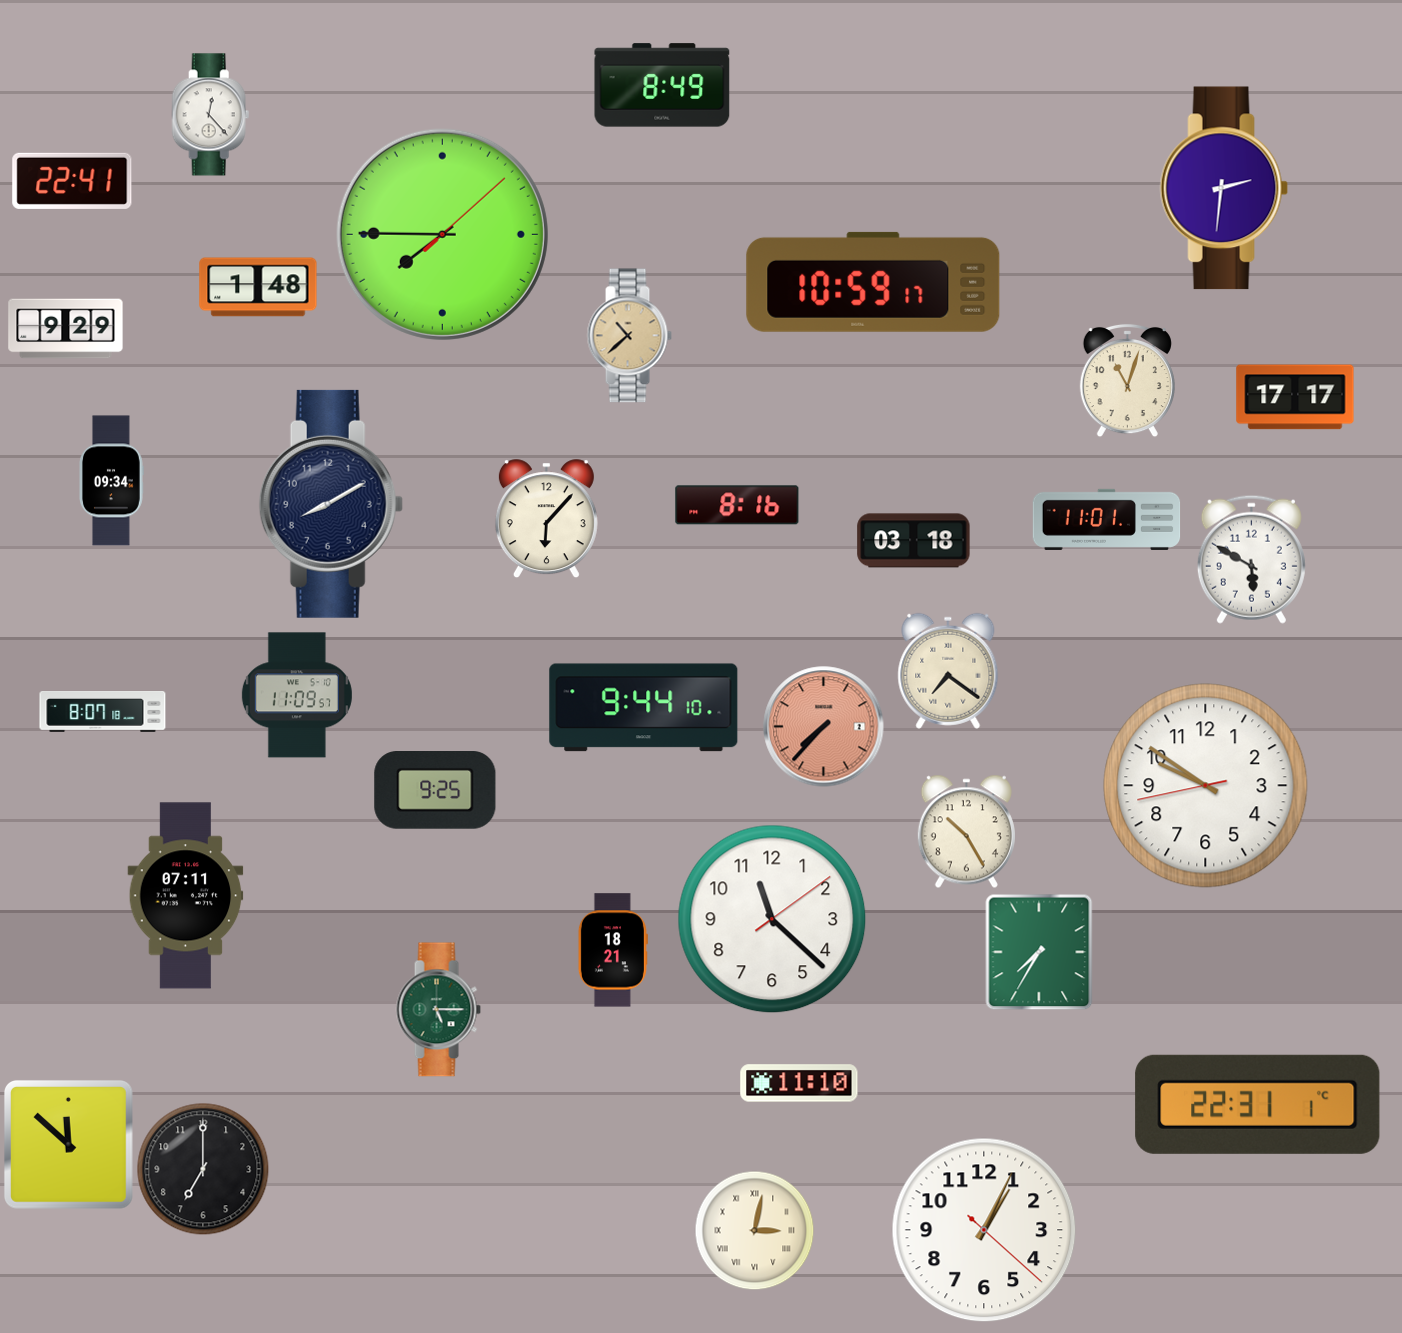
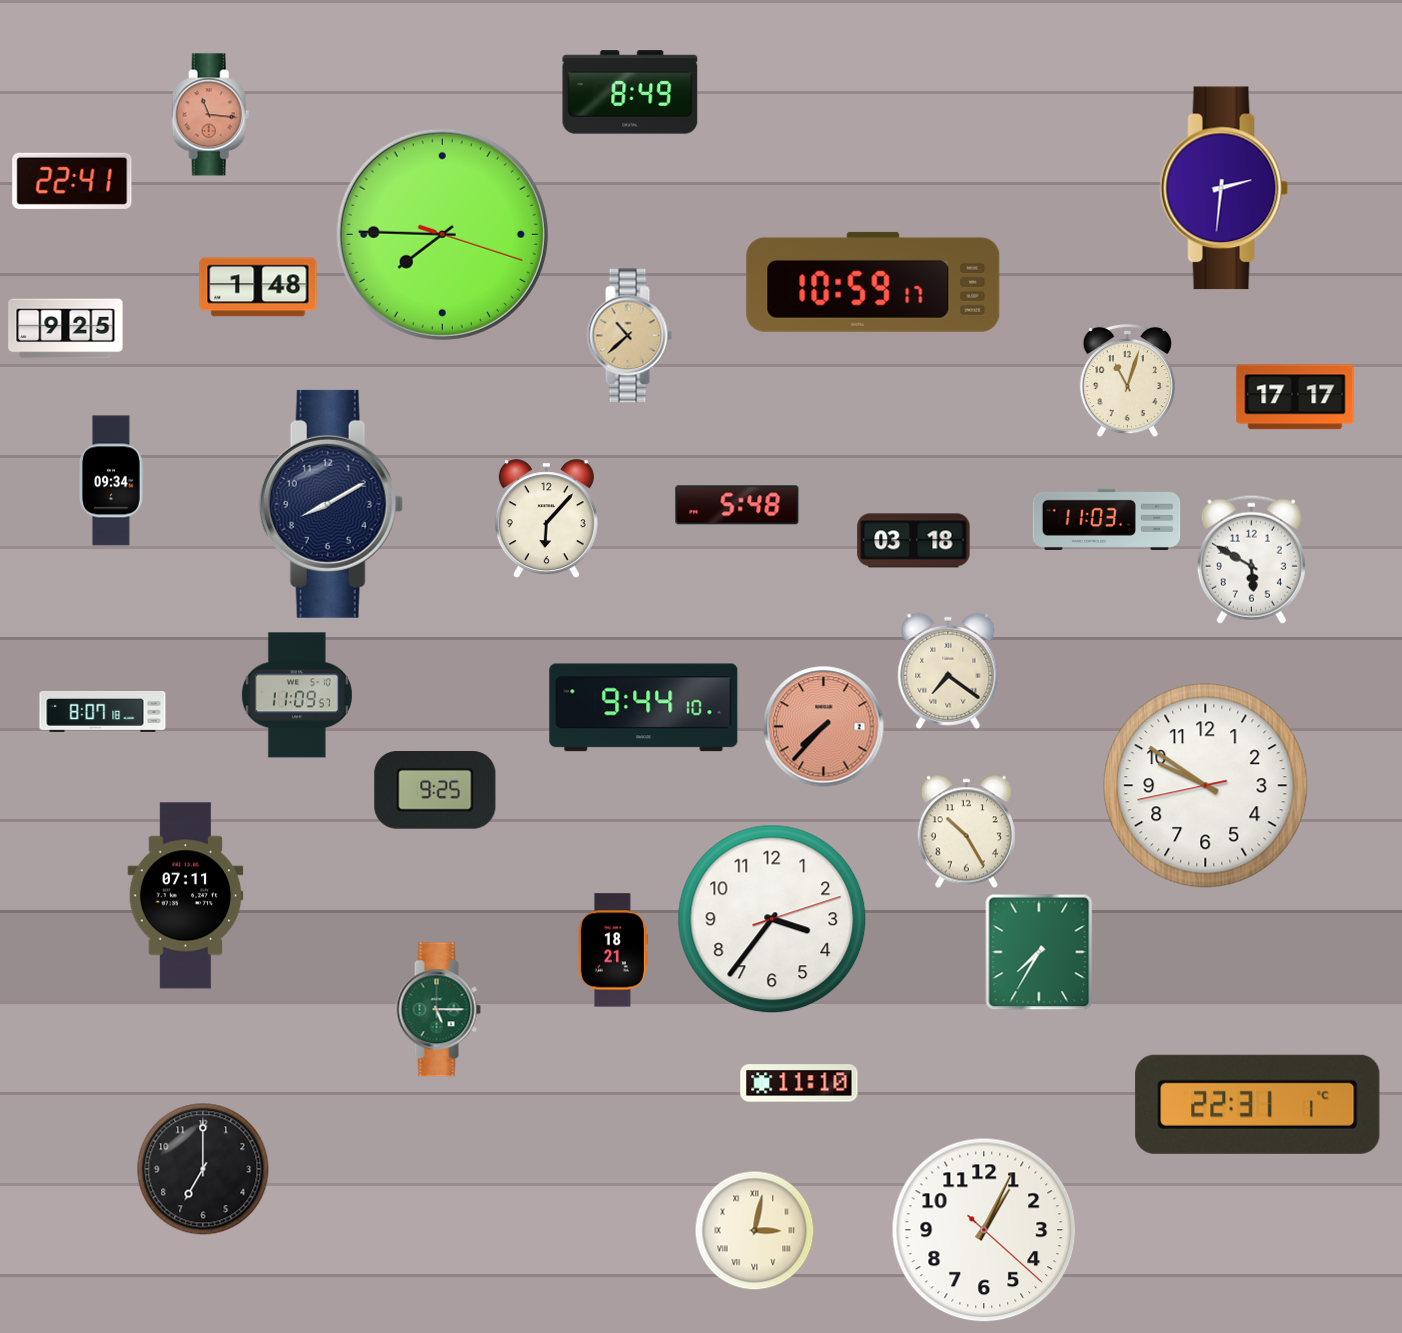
clock at (662, 85) position: (662, 85) -> (630, 92)
clock at (211, 115): 12:23 -> 11:16
clock at (211, 115) dial: white -> salmon
clock at (442, 234): 7:45:08 -> 7:45:18
clock at (66, 329): 9:29 -> 9:25
clock at (737, 505): 8:16 -> 5:48
clock at (1107, 519): 11:01 -> 11:03
clock at (772, 919): 11:22 -> 3:36
clock at (68, 1144): 11:52 -> none
